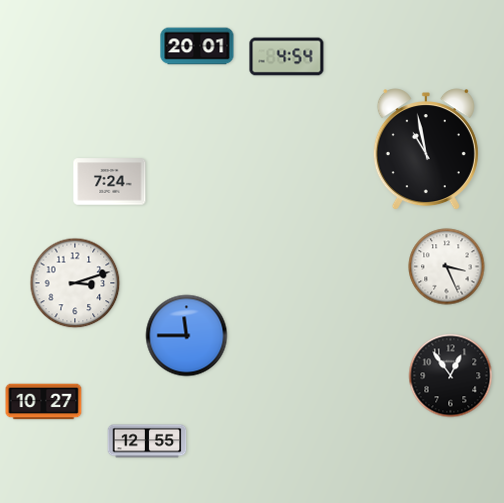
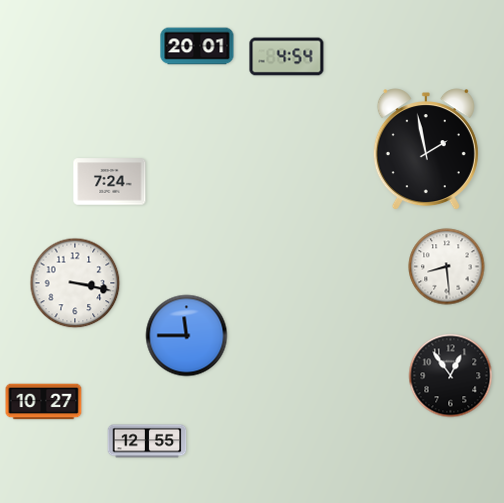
clock at (426, 150): 10:58 -> 1:58
clock at (447, 267): 3:26 -> 8:29
clock at (75, 283): 3:12 -> 3:17
